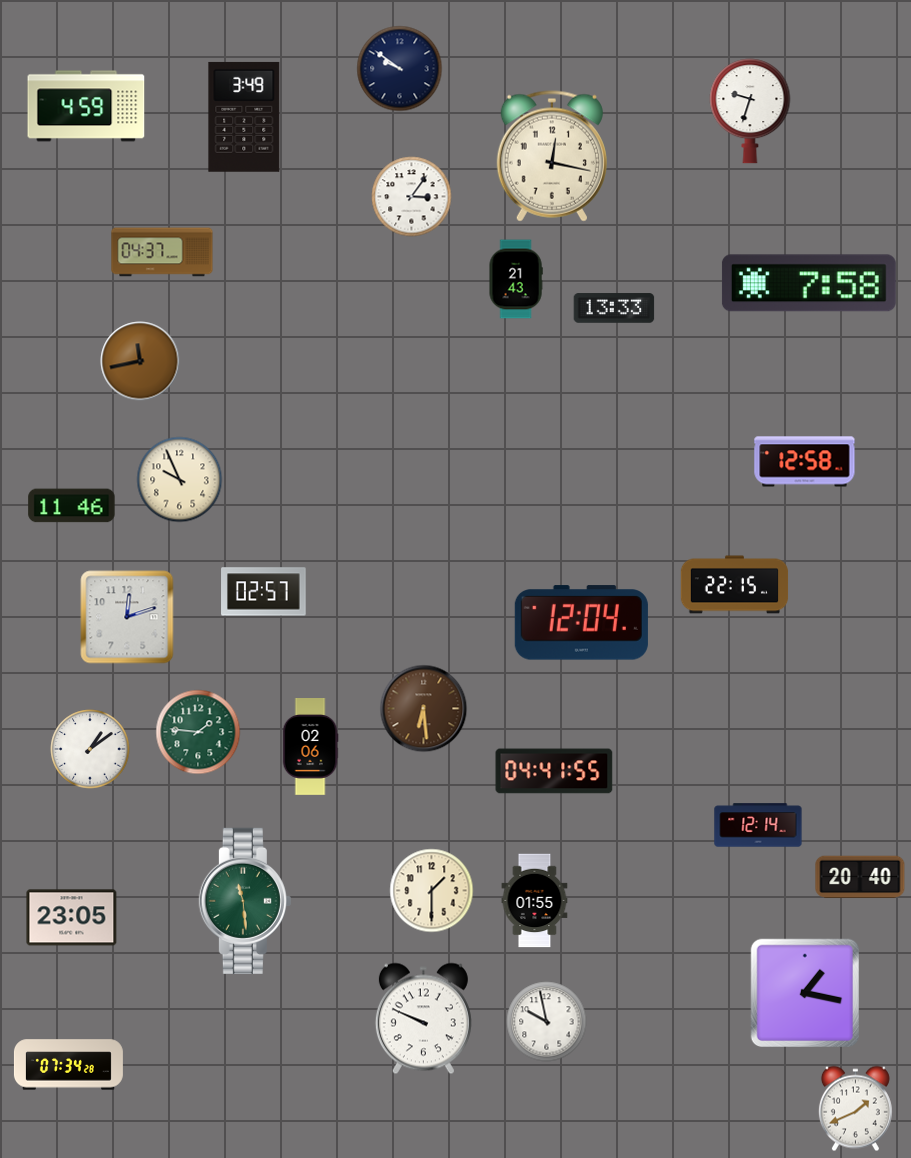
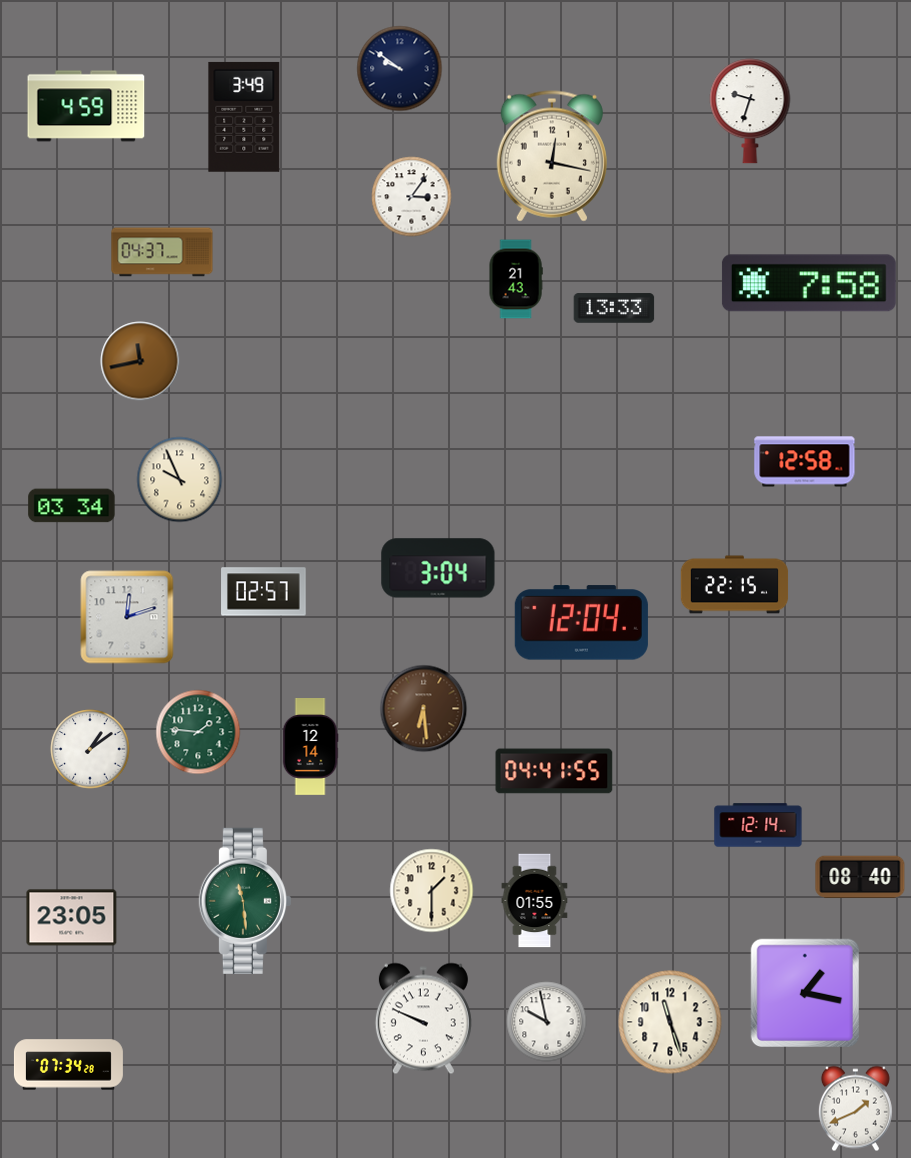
clock at (72, 506): 11:46 -> 03:34
clock at (438, 568): none -> 3:04
clock at (310, 747): 02:06 -> 12:14
clock at (860, 877): 20:40 -> 08:40
clock at (670, 1022): none -> 11:27
